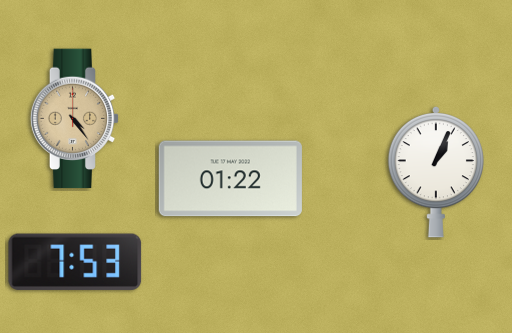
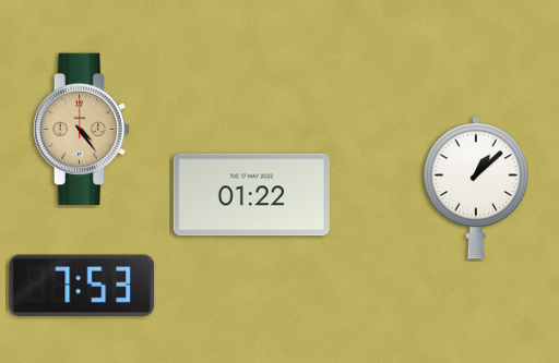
clock at (436, 172): 1:04 -> 1:08
